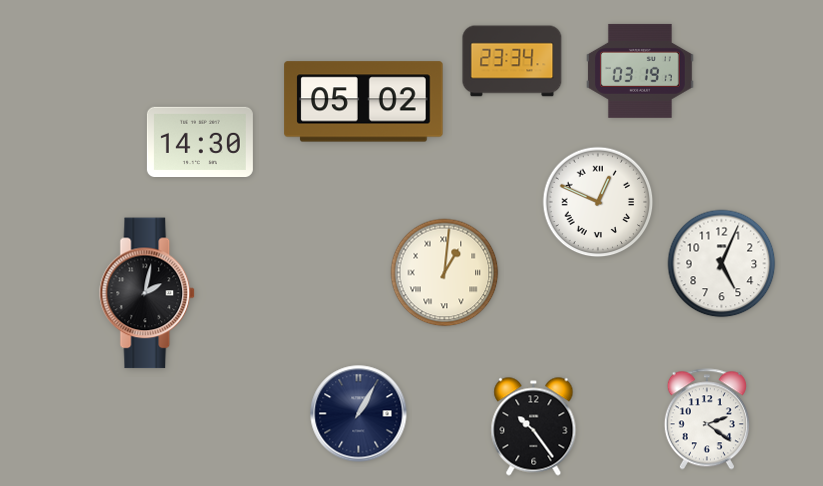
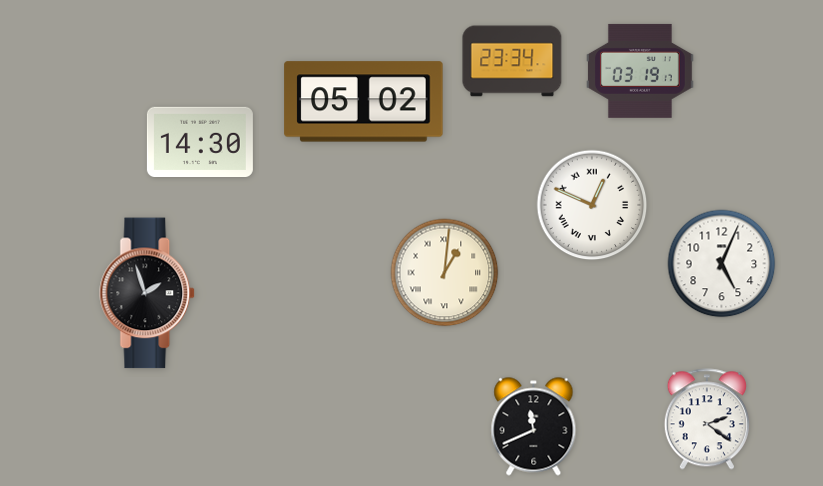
clock at (598, 202) position: (598, 202) -> (592, 205)
clock at (148, 293): 2:02 -> 1:57
clock at (359, 414): 1:05 -> none
clock at (534, 427): 10:24 -> 11:41
